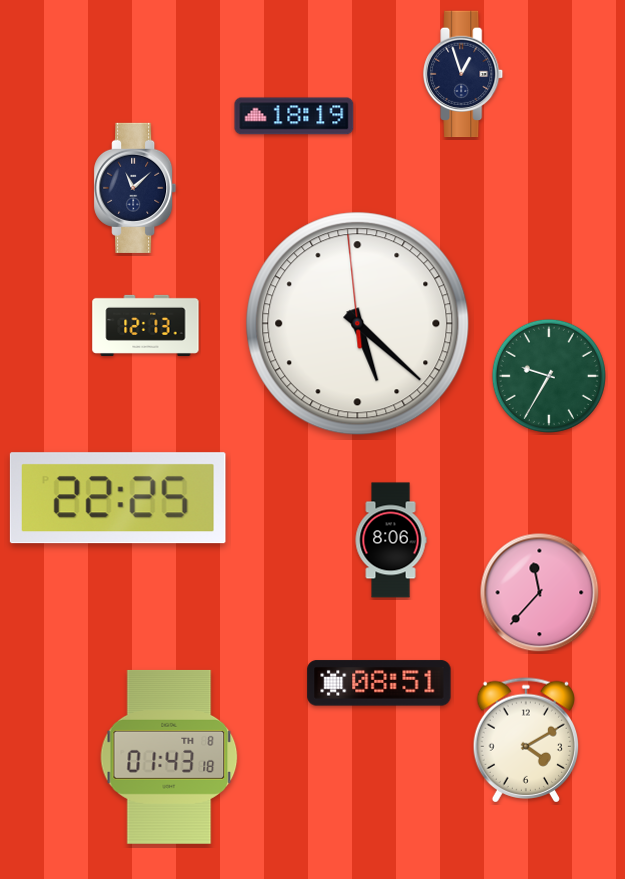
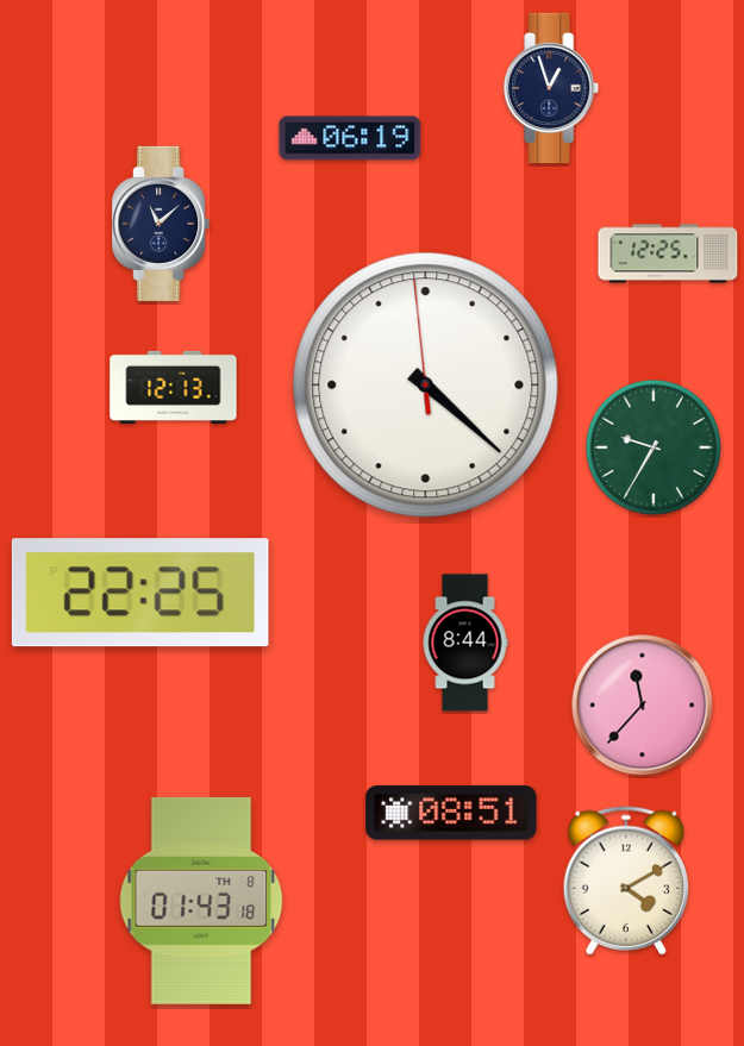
clock at (294, 116): 18:19 -> 06:19
clock at (668, 253): none -> 12:25
clock at (358, 324): 5:21 -> 4:21
clock at (391, 540): 8:06 -> 8:44
